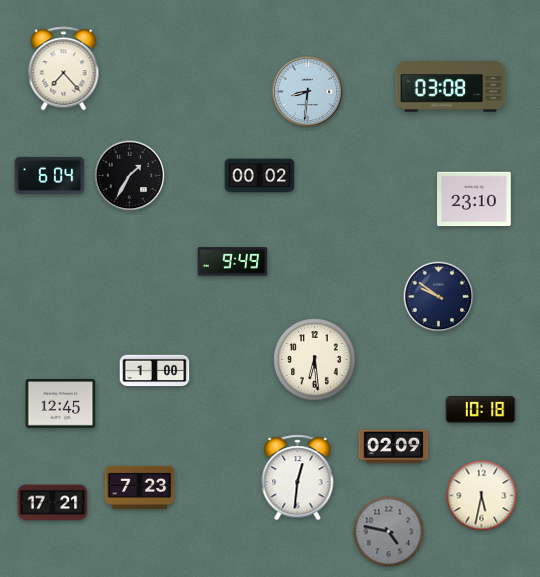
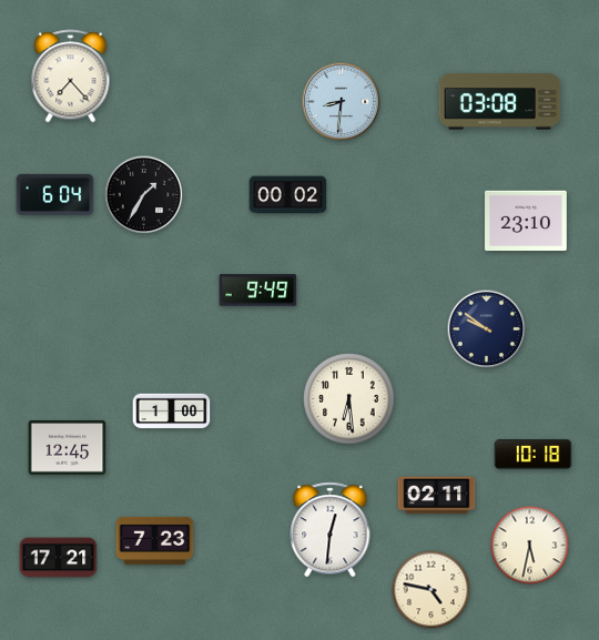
clock at (451, 87) position: (451, 87) -> (500, 102)
clock at (394, 447): 02:09 -> 02:11
clock at (482, 496) position: (482, 496) -> (530, 546)
clock at (389, 532) dial: grey -> cream
